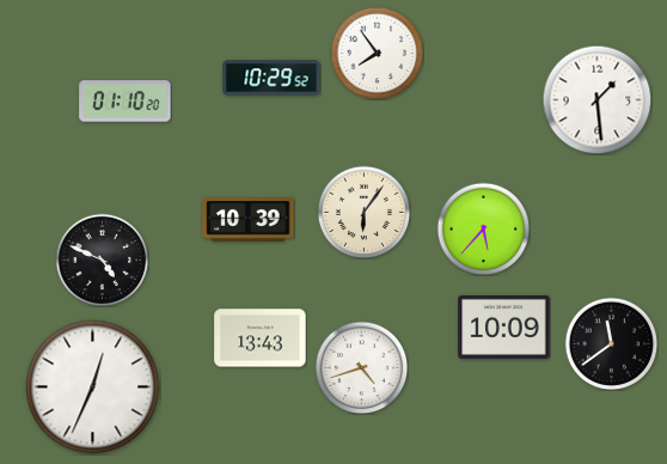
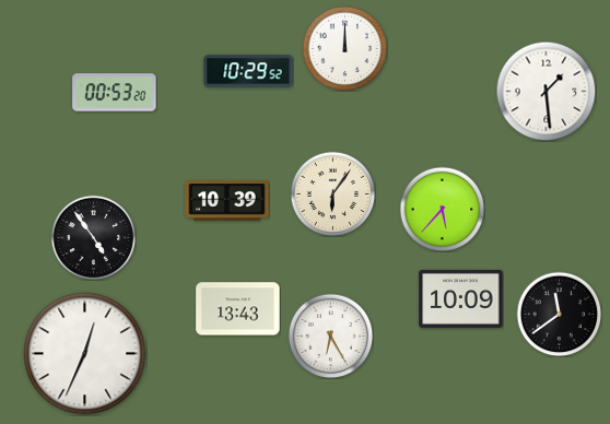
clock at (377, 53): 7:54 -> 12:00
clock at (126, 102): 01:10 -> 00:53
clock at (102, 260): 4:49 -> 4:54
clock at (361, 367): 4:42 -> 6:25
